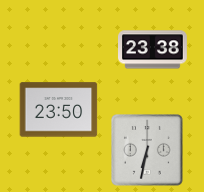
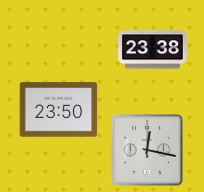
clock at (148, 151): 6:32 -> 12:17
